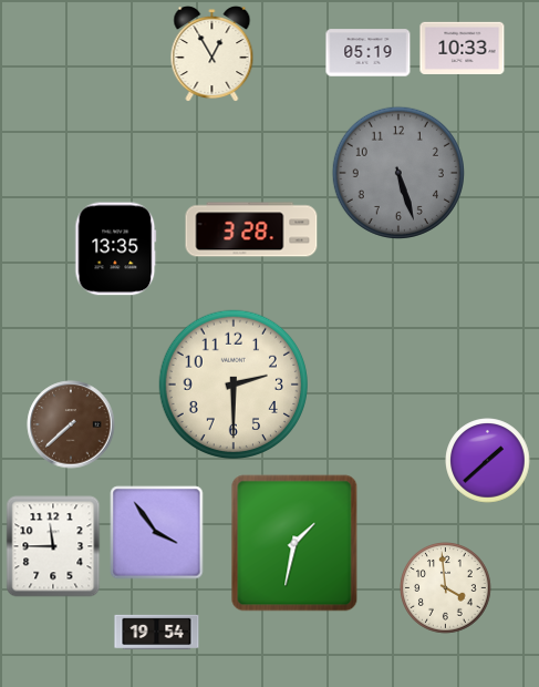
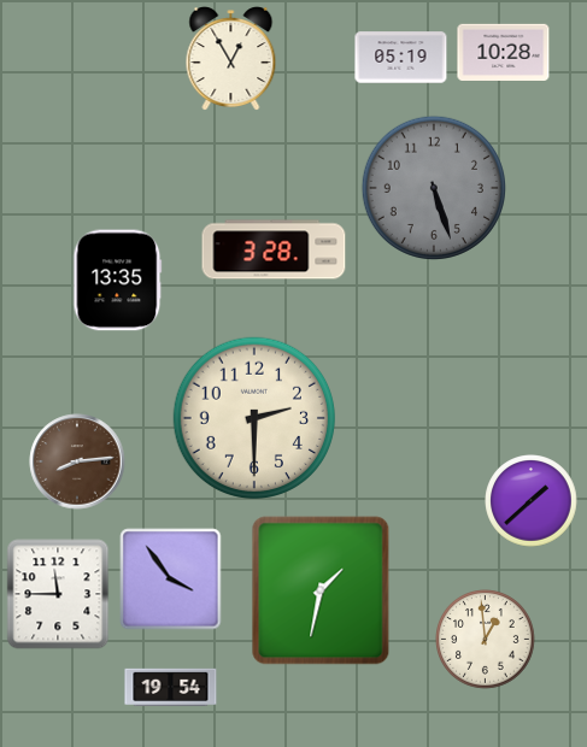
clock at (463, 48): 10:33 -> 10:28
clock at (116, 249) position: (116, 249) -> (118, 281)
clock at (71, 424): 7:38 -> 8:14
clock at (446, 588): 3:59 -> 12:59
